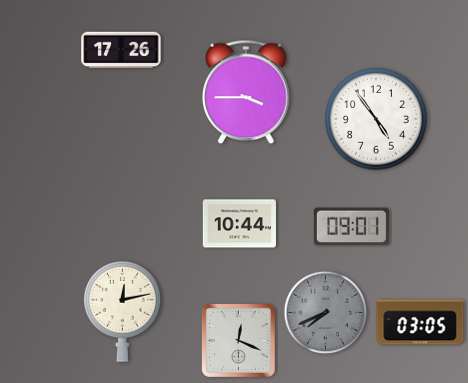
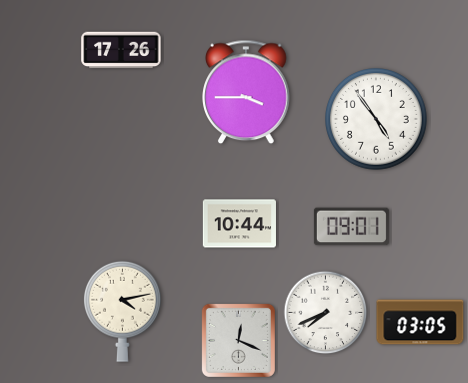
clock at (122, 311): 12:13 -> 4:13
clock at (326, 313) dial: grey -> white
